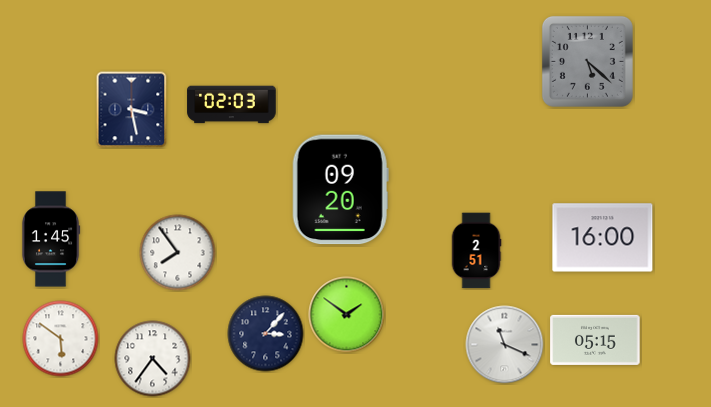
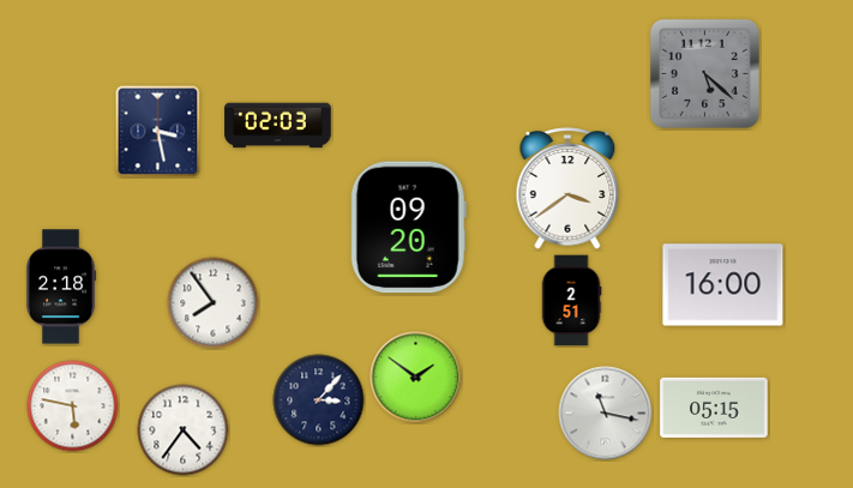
clock at (567, 188): none -> 3:39
clock at (51, 239): 1:45 -> 2:18
clock at (61, 339): 5:51 -> 5:47
clock at (505, 345): 11:19 -> 11:17
